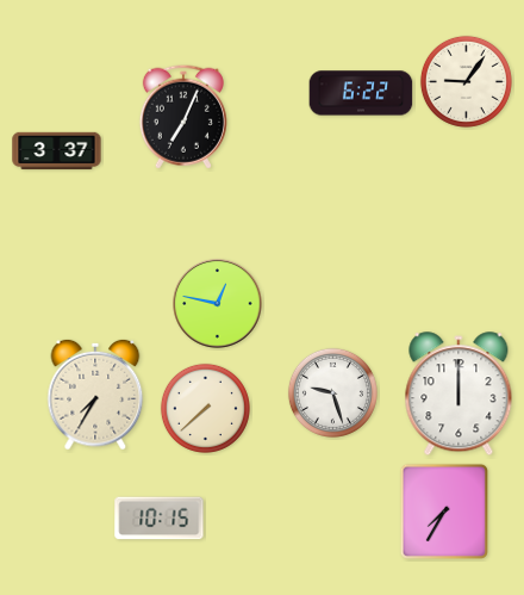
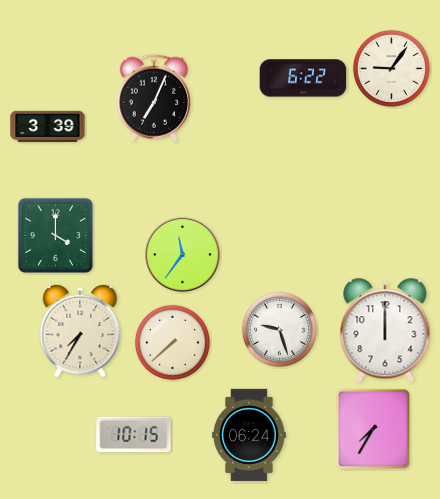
clock at (57, 151): 3:37 -> 3:39
clock at (55, 235): none -> 4:00
clock at (218, 304): 12:47 -> 11:36
clock at (250, 435): none -> 06:24
